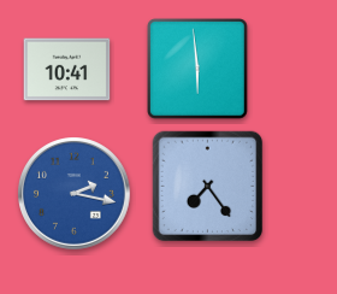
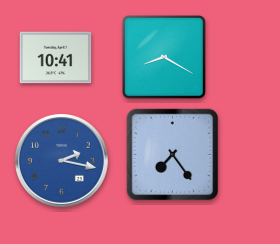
clock at (199, 70): 5:59 -> 8:20
